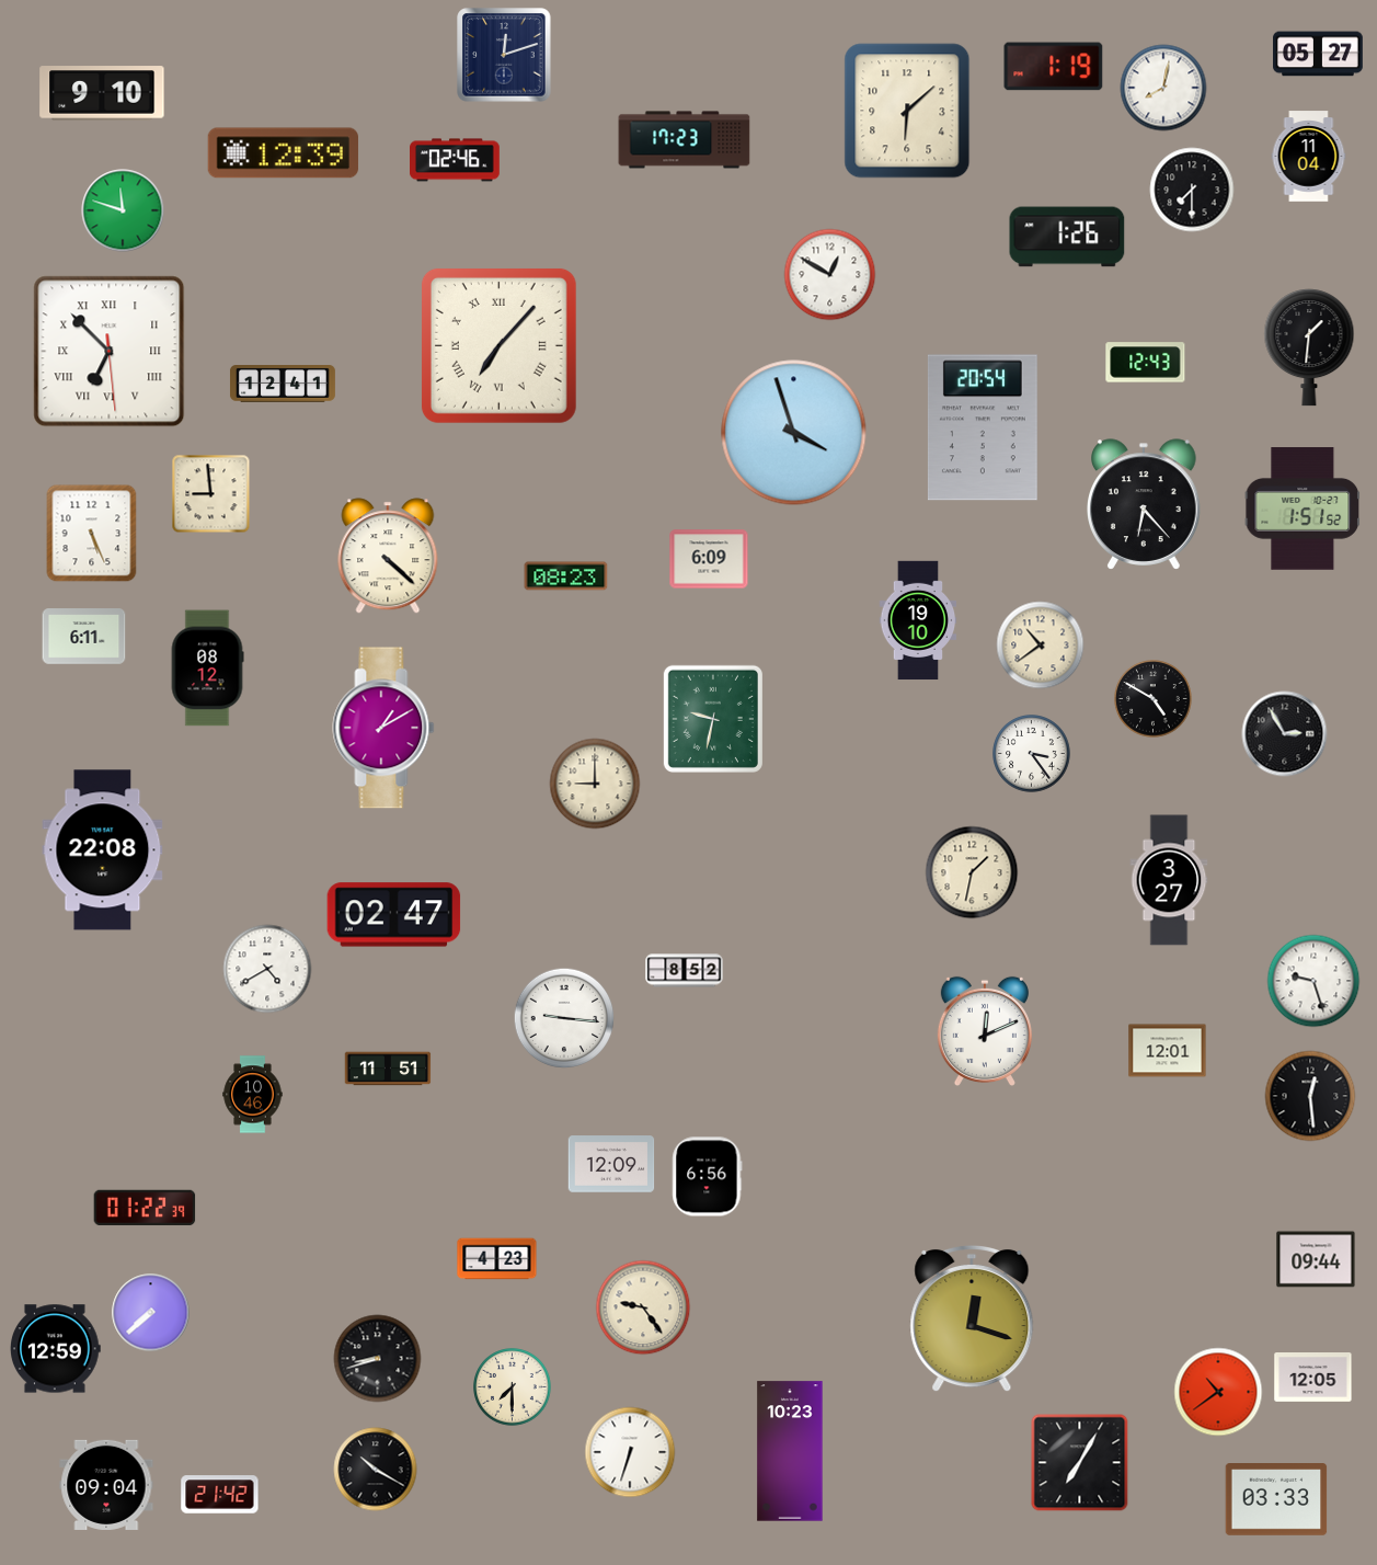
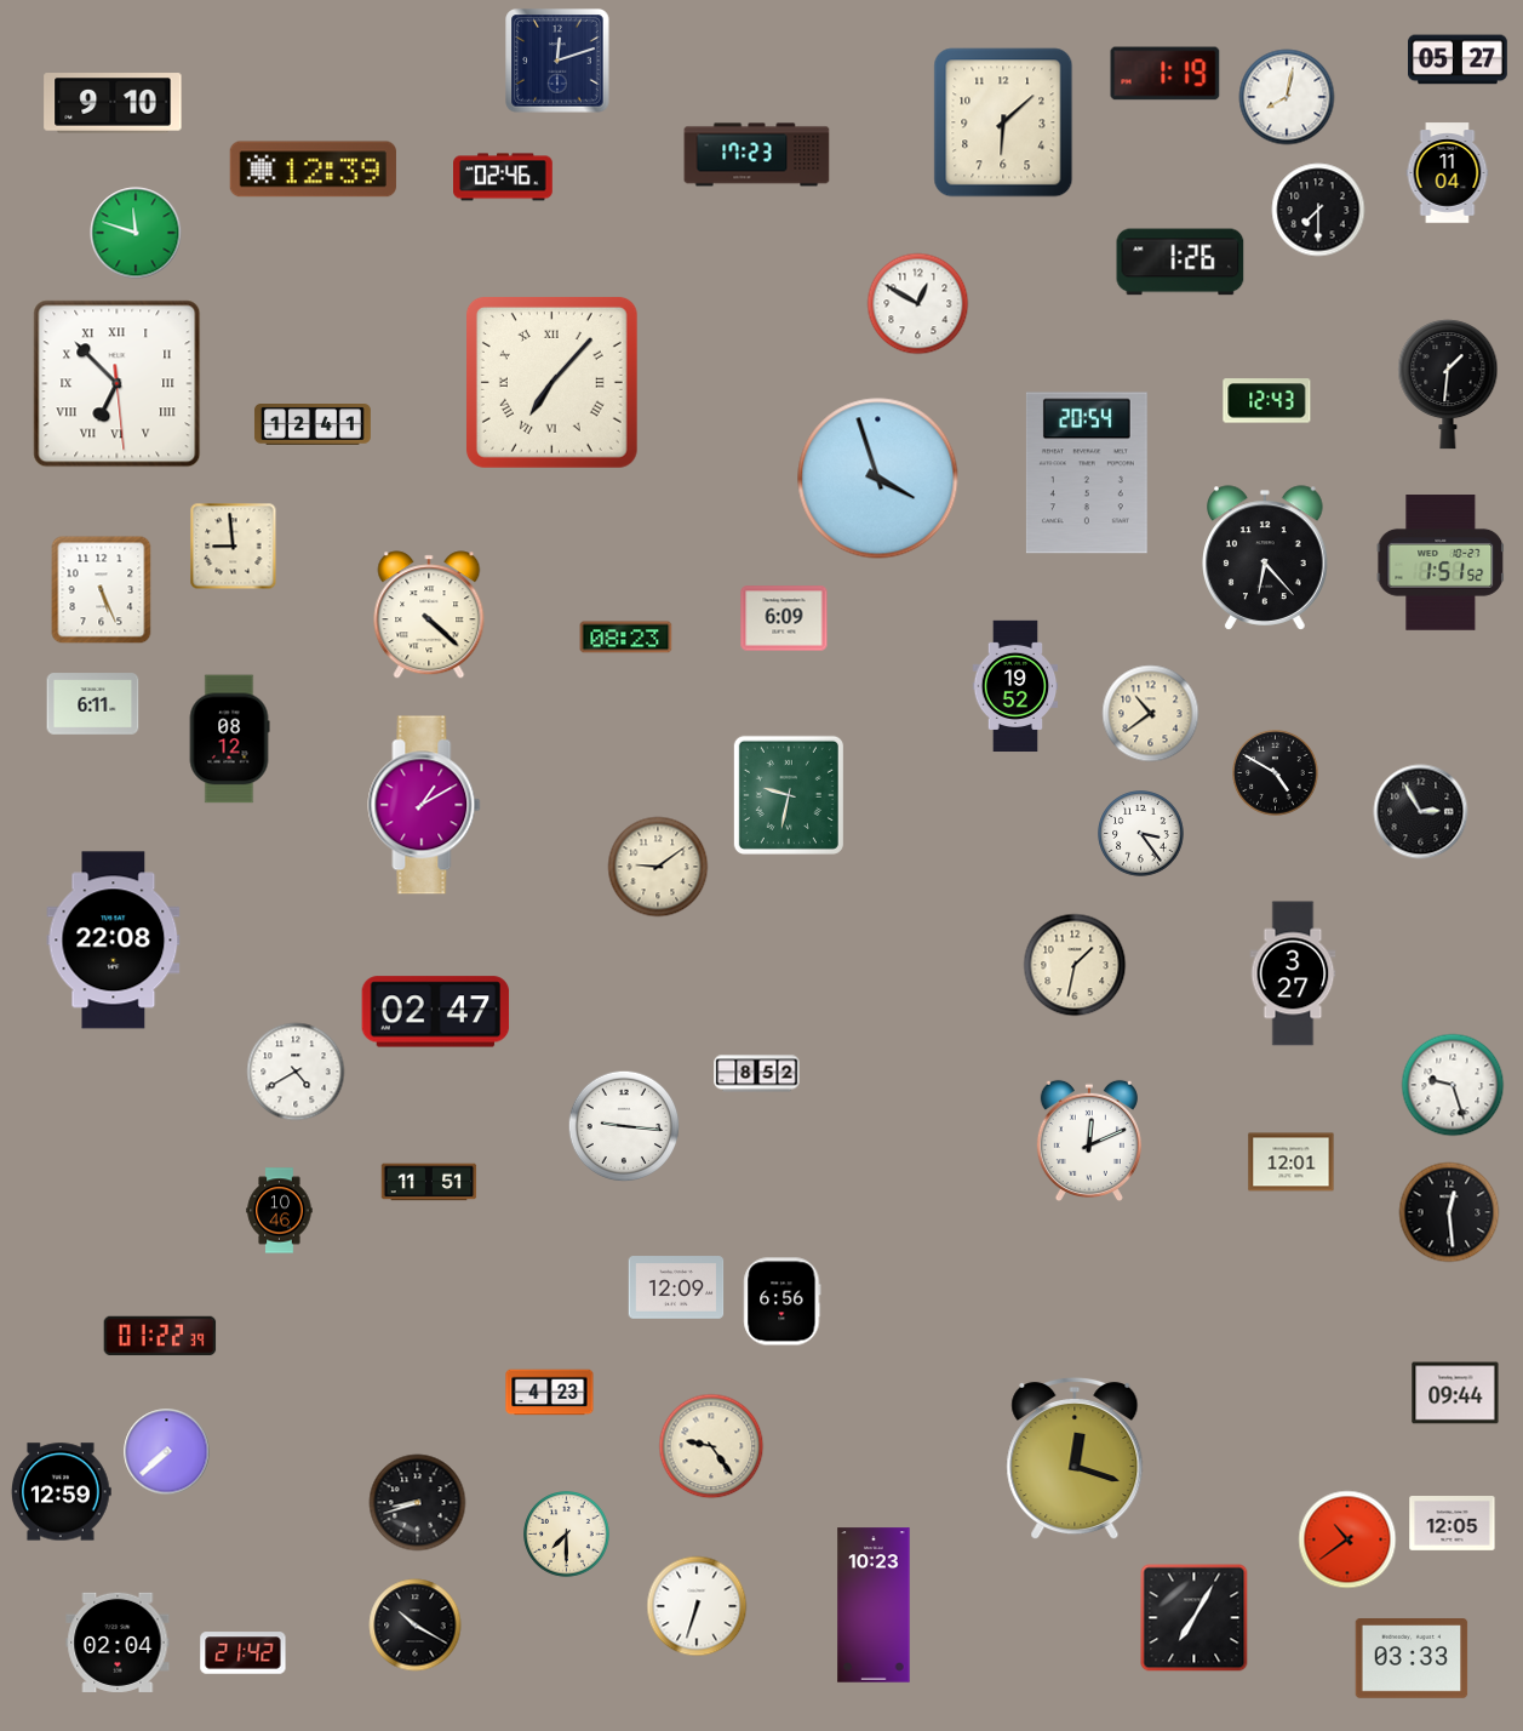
clock at (110, 352) position: (110, 352) -> (118, 384)
clock at (918, 620): 19:10 -> 19:52
clock at (595, 784): 9:00 -> 9:09
clock at (106, 1485): 09:04 -> 02:04
